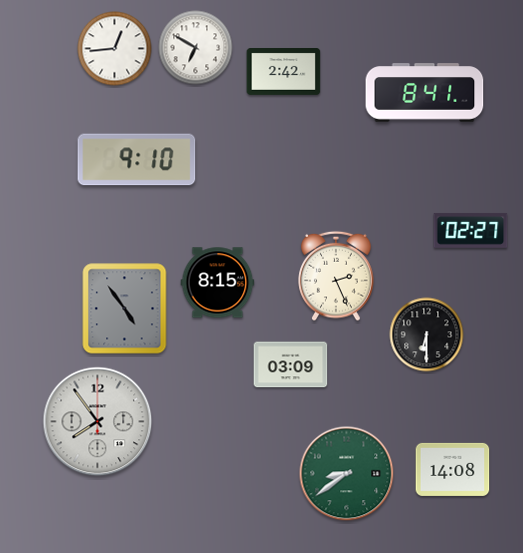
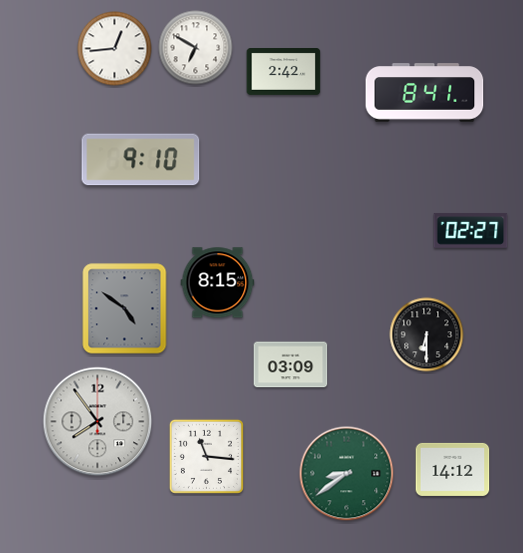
clock at (137, 160) position: (137, 160) -> (141, 160)
clock at (336, 276): 2:26 -> none
clock at (125, 309): 4:54 -> 4:51
clock at (206, 456): none -> 11:16
clock at (453, 469): 14:08 -> 14:12
